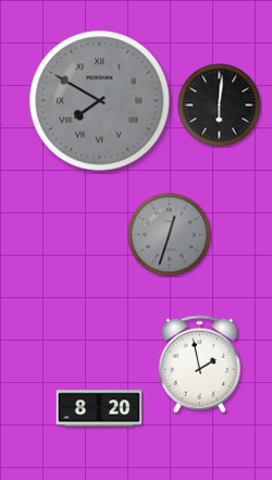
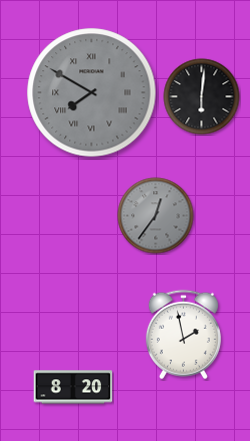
clock at (170, 235): 12:33 -> 12:36
clock at (99, 408) position: (99, 408) -> (73, 387)
